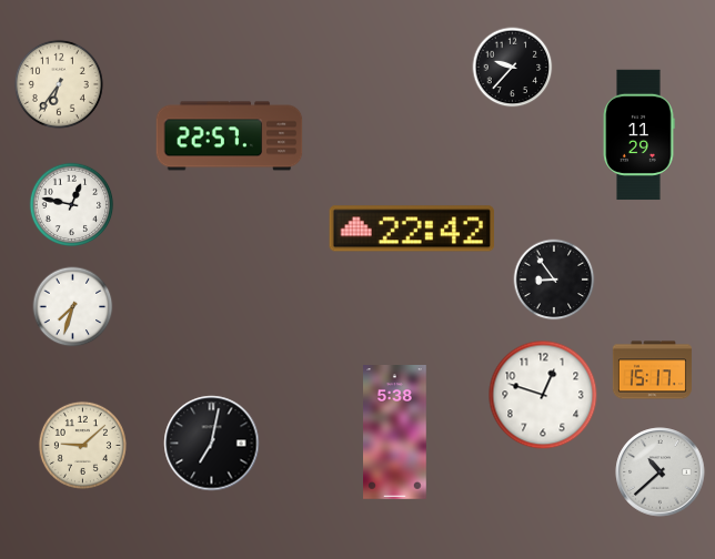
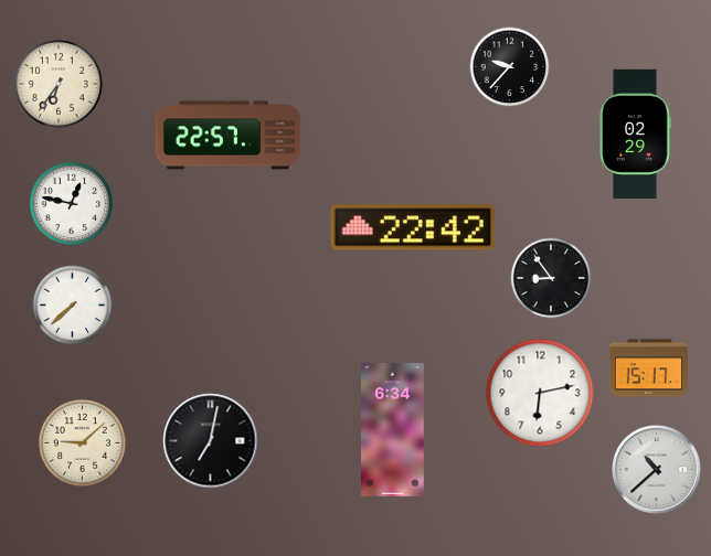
clock at (638, 135): 11:29 -> 02:29
clock at (411, 228) position: (411, 228) -> (412, 227)
clock at (73, 307): 7:33 -> 7:38
clock at (543, 395): 12:48 -> 6:13
clock at (395, 433): 5:38 -> 6:34
